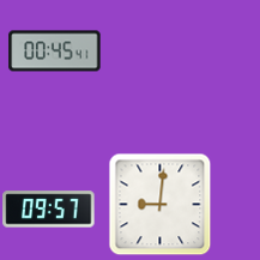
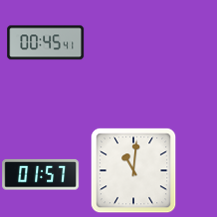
clock at (159, 204): 9:01 -> 11:01
clock at (49, 210): 09:57 -> 01:57
